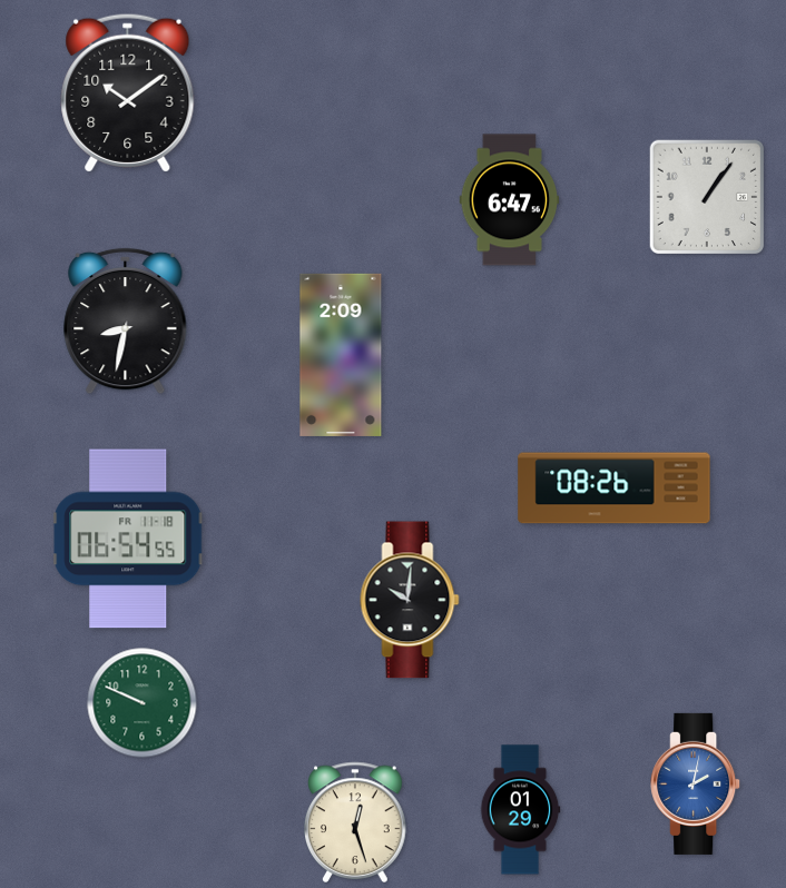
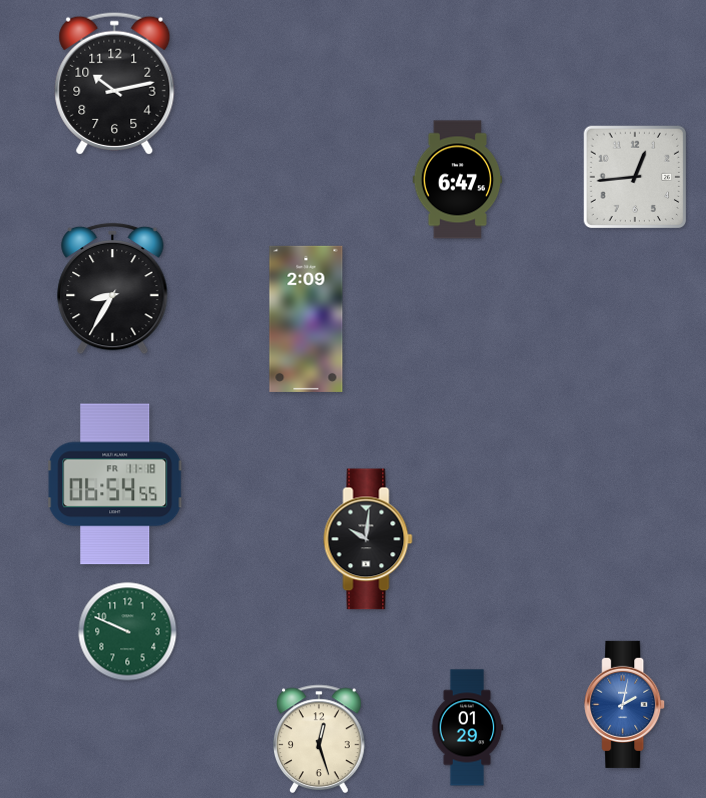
clock at (128, 92): 10:09 -> 10:13
clock at (706, 196): 1:06 -> 12:44
clock at (126, 322): 8:32 -> 8:35
clock at (615, 489): 08:26 -> none
